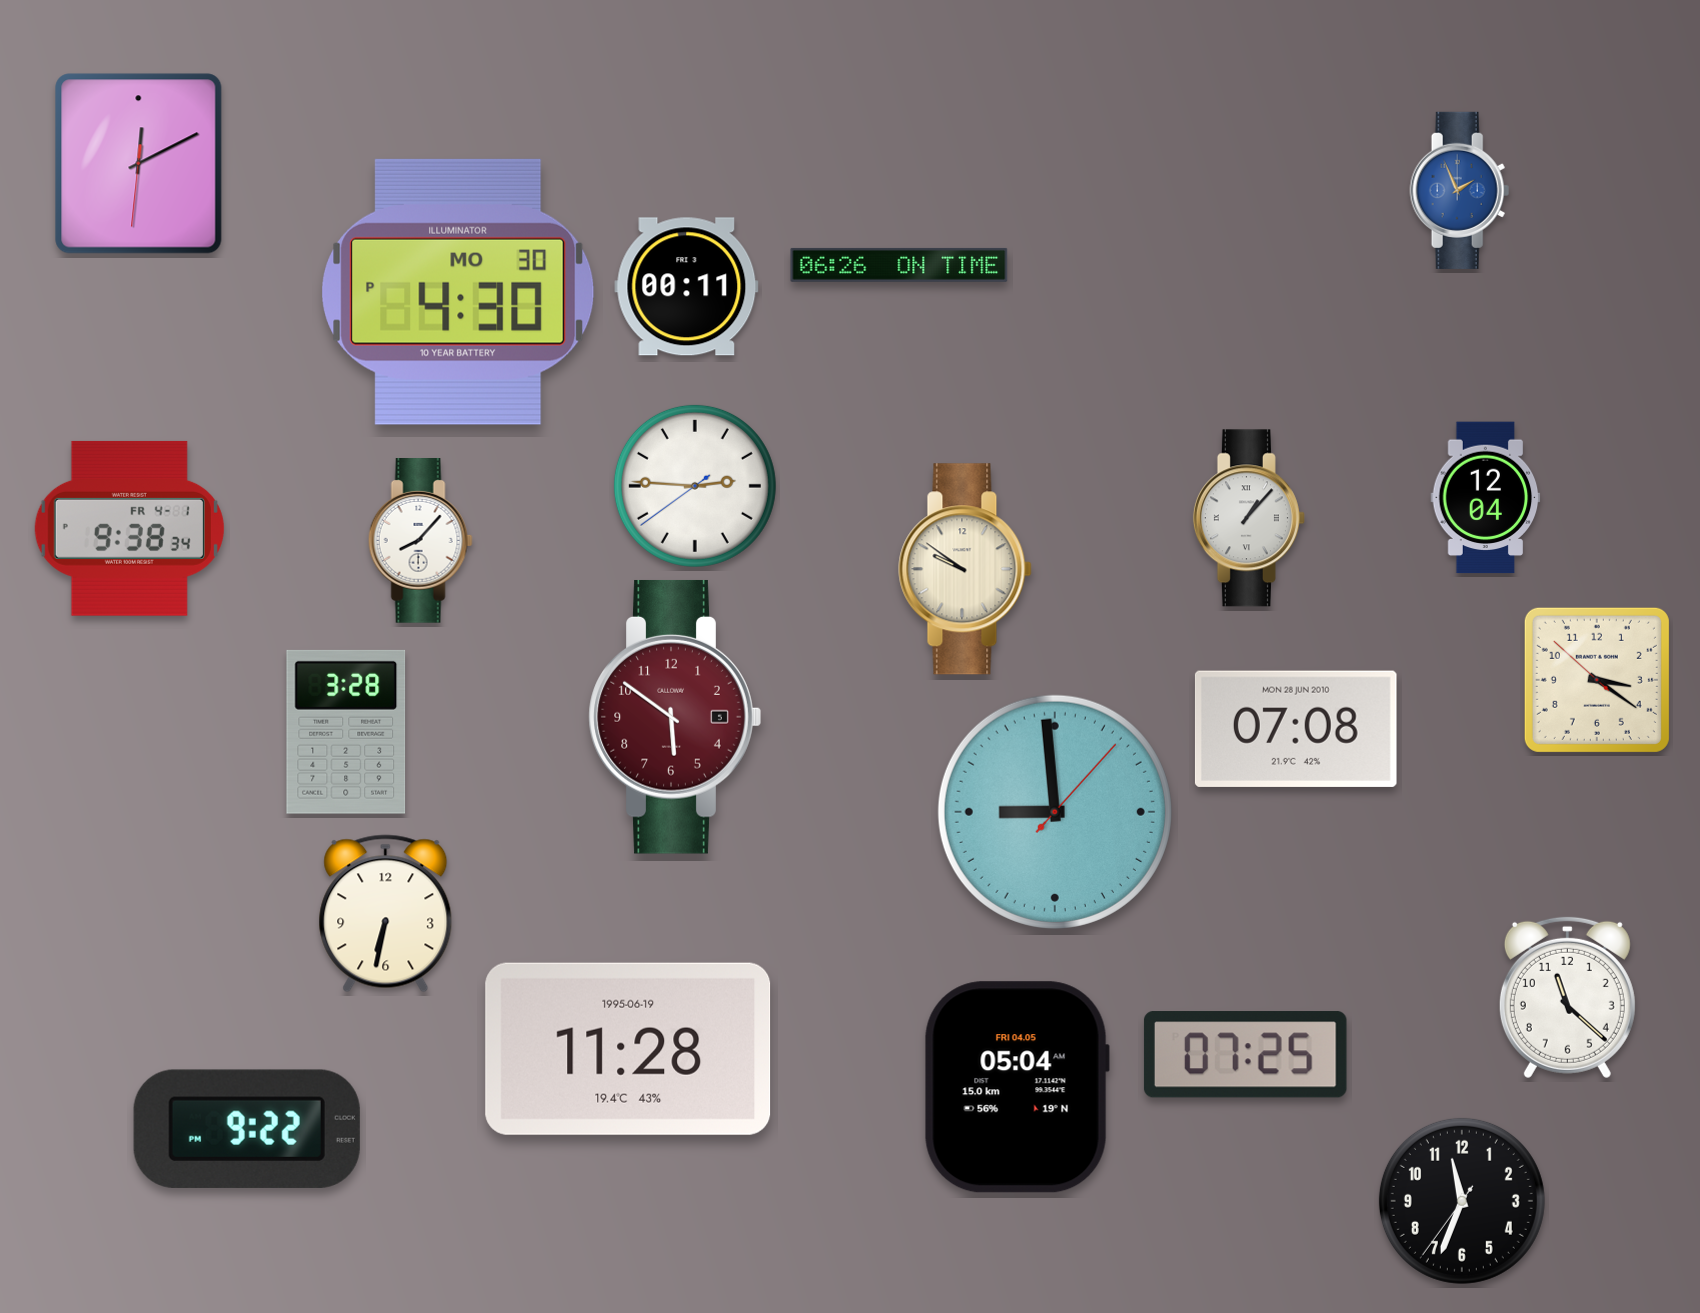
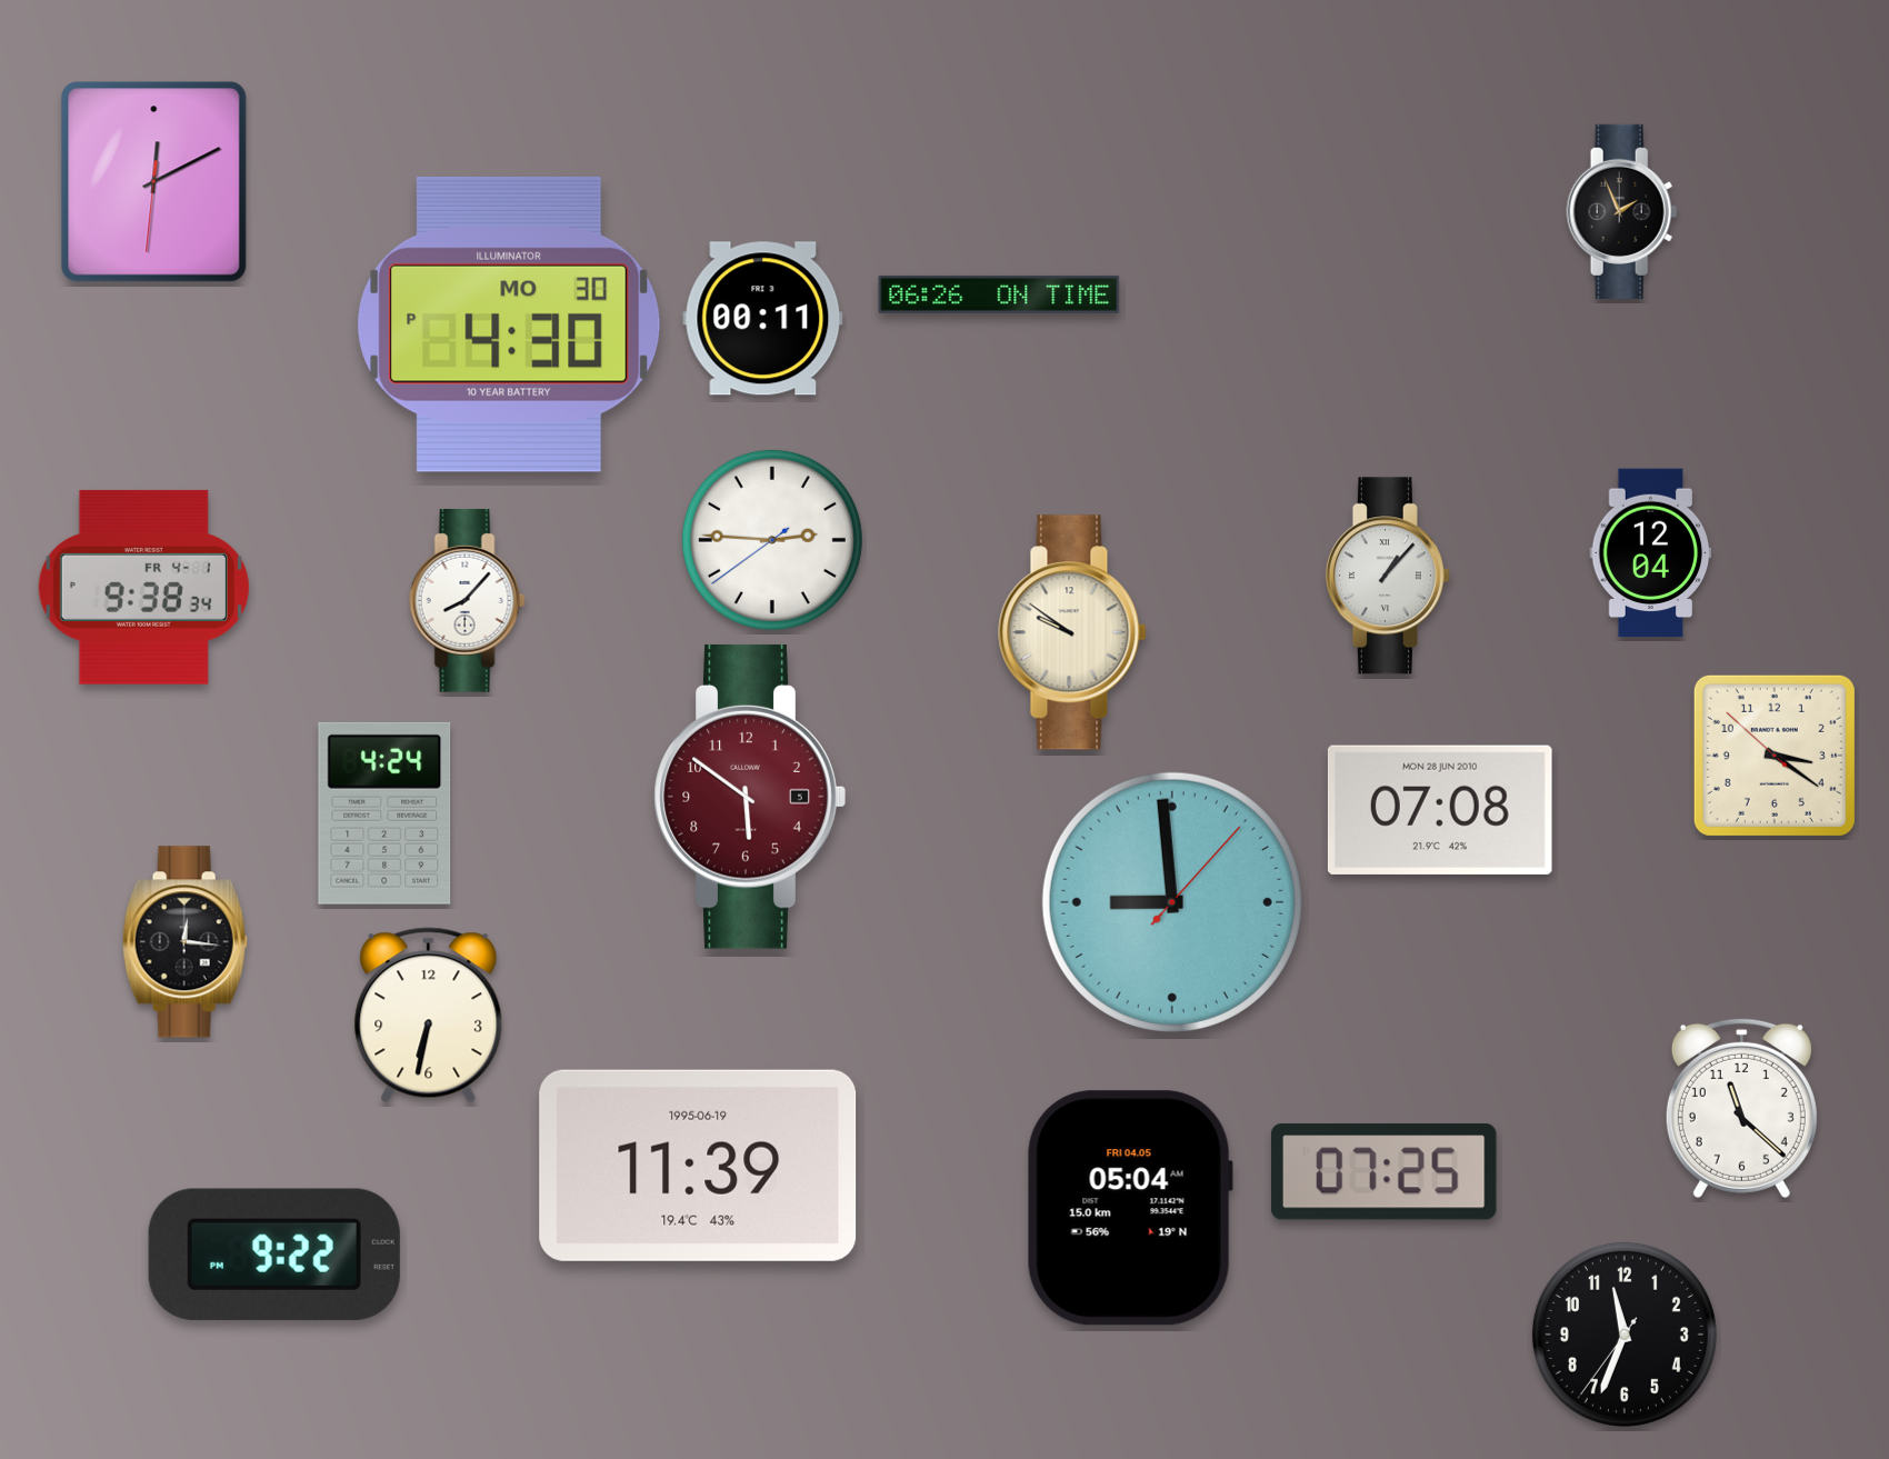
clock at (1460, 190) dial: blue -> black
clock at (346, 732): 3:28 -> 4:24
clock at (184, 942): none -> 12:16
clock at (628, 1049): 11:28 -> 11:39
